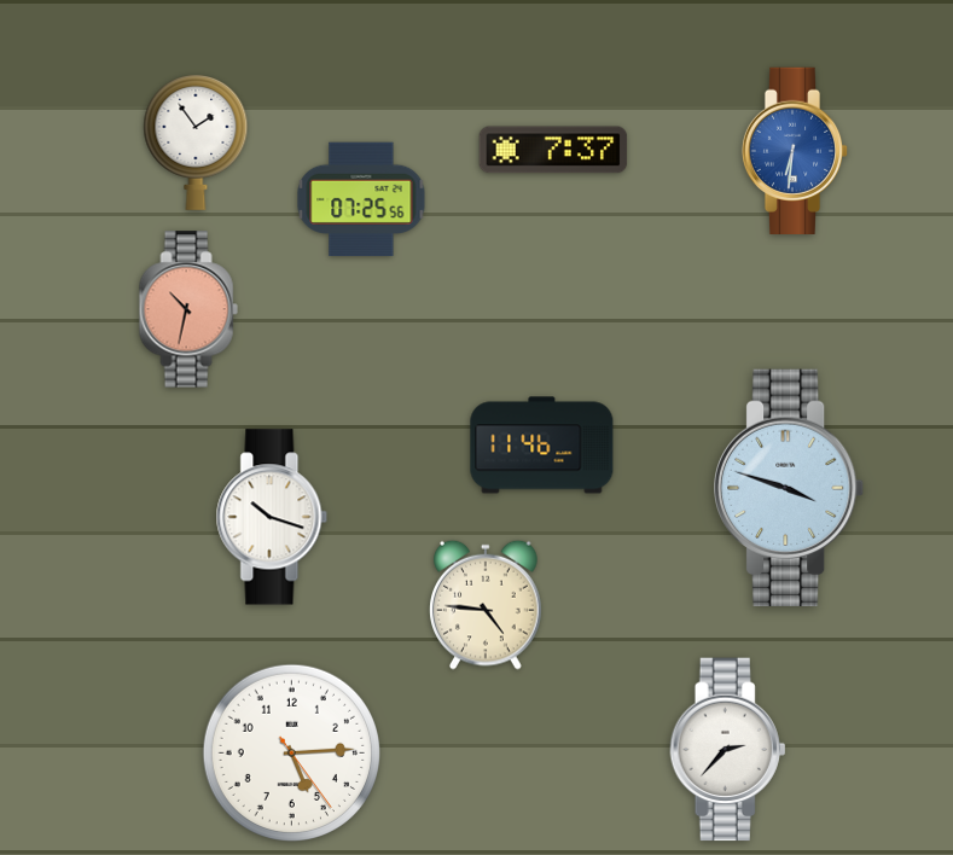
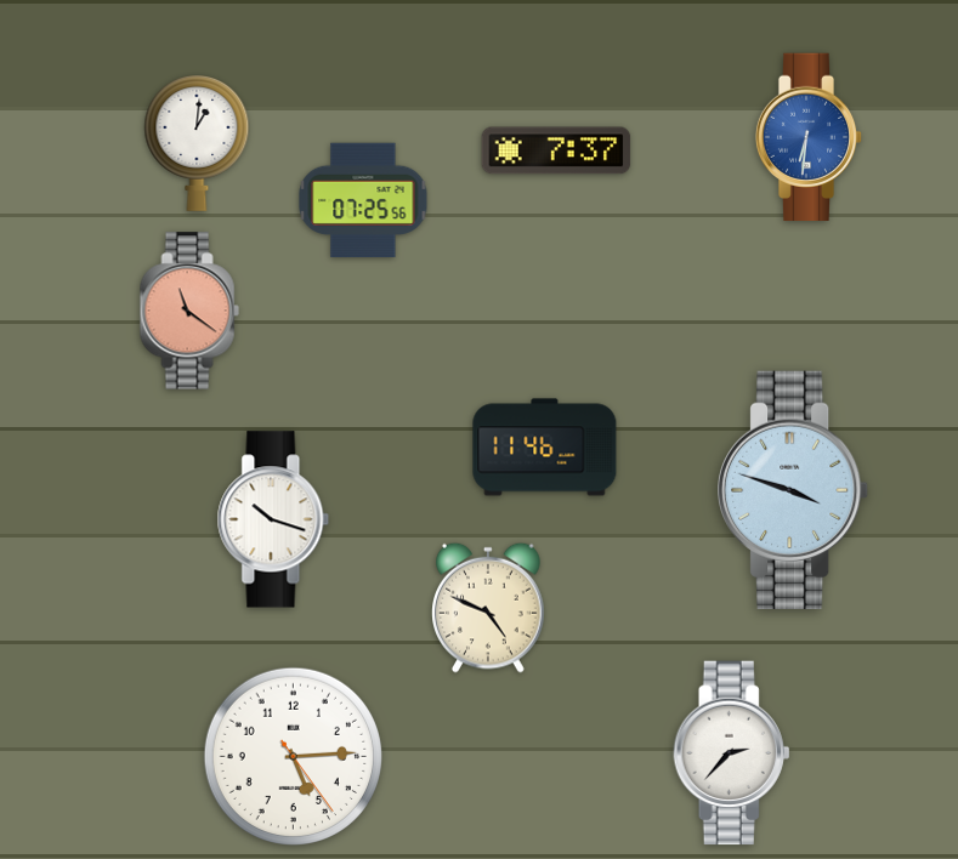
clock at (196, 142): 1:54 -> 1:01
clock at (795, 150) position: (795, 150) -> (809, 136)
clock at (188, 309): 10:32 -> 11:21
clock at (486, 605): 4:46 -> 4:49
